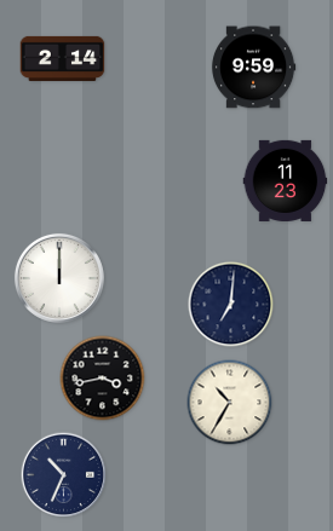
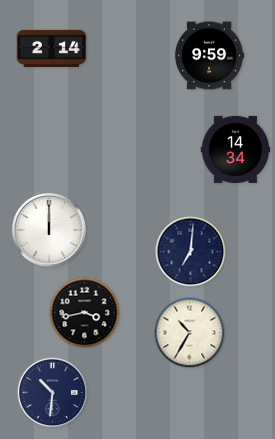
clock at (286, 180): 11:23 -> 14:34
clock at (64, 475): 10:34 -> 10:31
